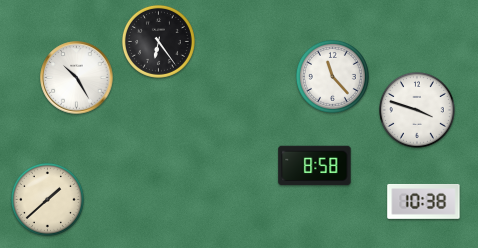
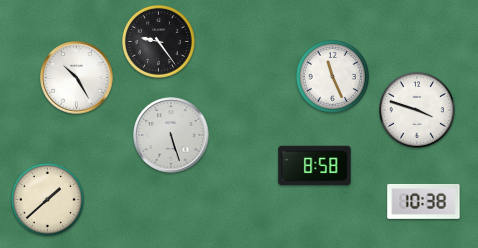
clock at (158, 41): 6:24 -> 9:24
clock at (332, 76): 11:23 -> 11:26
clock at (171, 135): none -> 5:27
